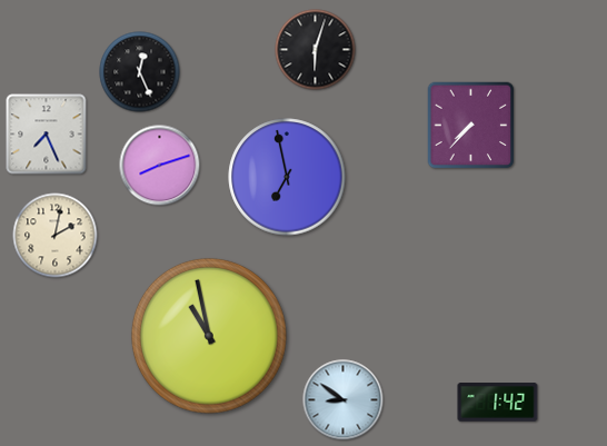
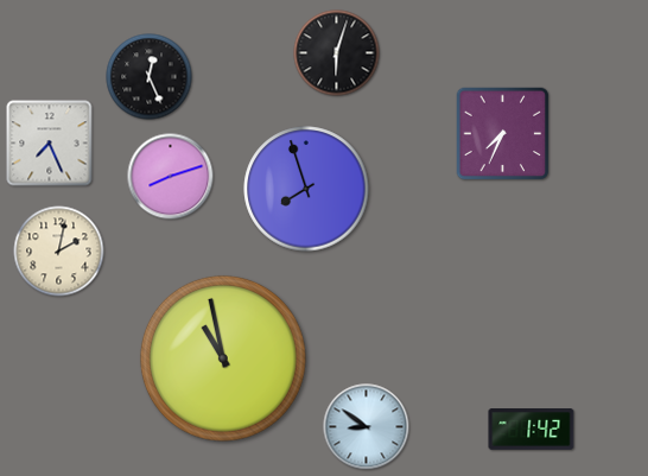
clock at (471, 126): 7:37 -> 7:34
clock at (287, 177): 6:58 -> 7:57
